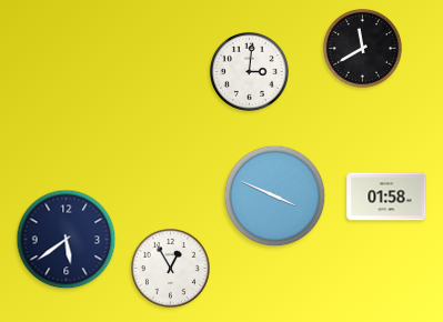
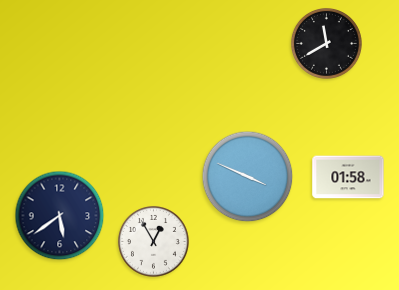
clock at (249, 71): 3:01 -> none
